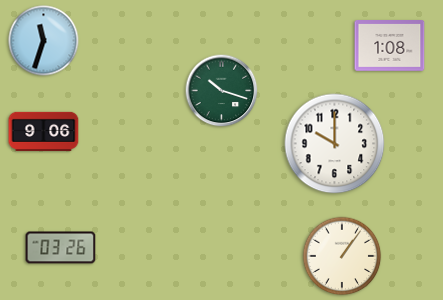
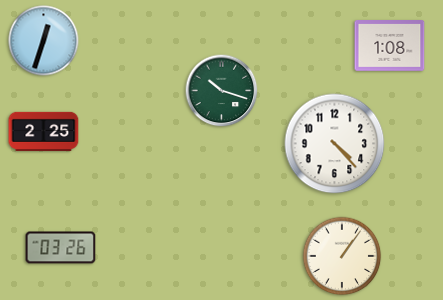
clock at (44, 41): 11:33 -> 12:33
clock at (44, 131): 9:06 -> 2:25
clock at (335, 144): 10:00 -> 4:23
